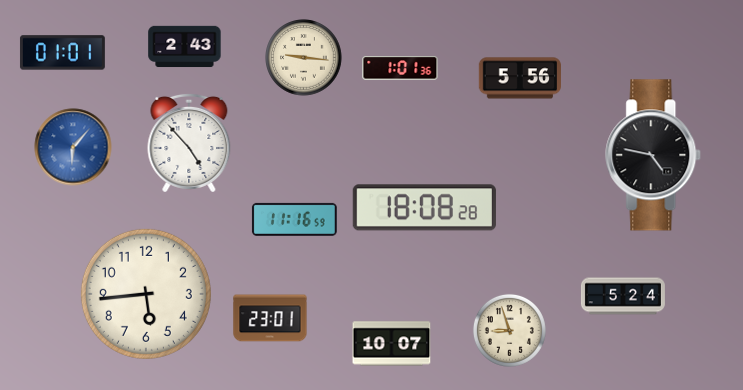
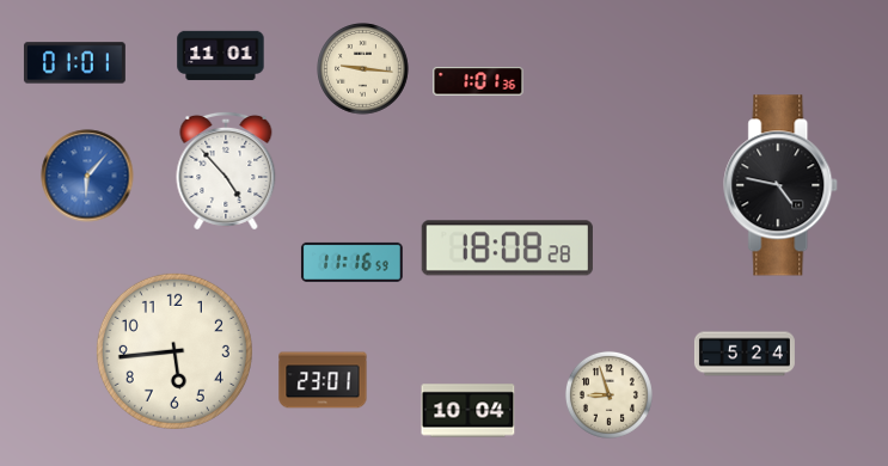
clock at (185, 47): 2:43 -> 11:01
clock at (519, 78): 5:56 -> none
clock at (392, 344): 10:07 -> 10:04
